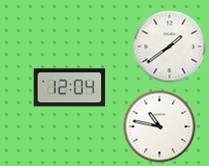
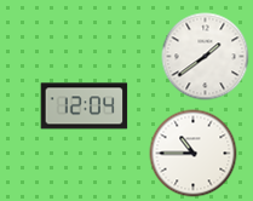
clock at (160, 127): 10:47 -> 10:45
